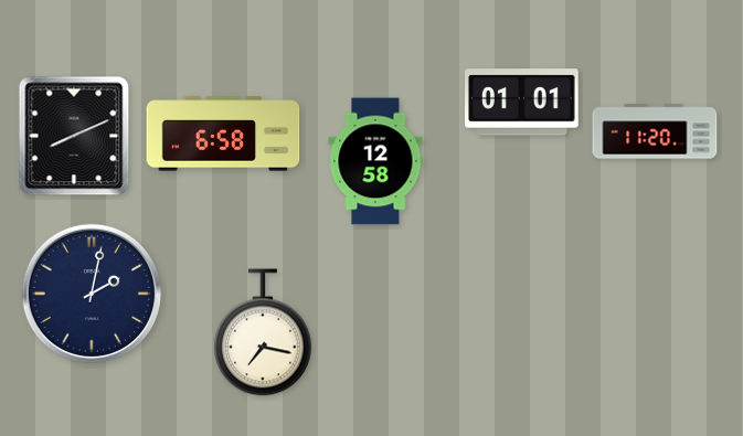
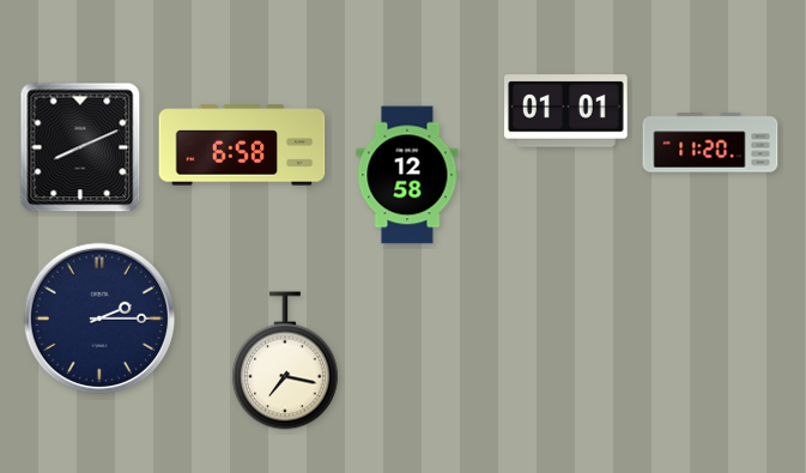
clock at (91, 293): 2:02 -> 2:15
